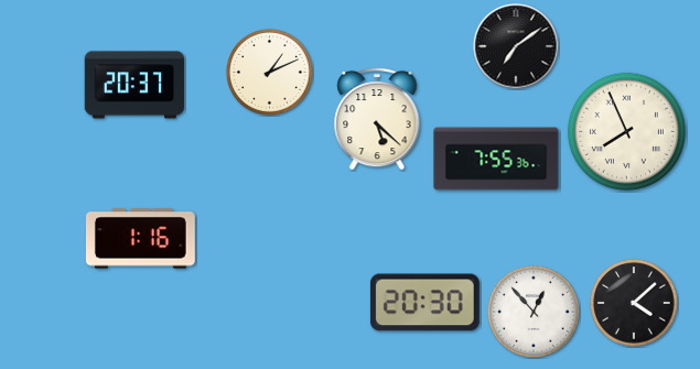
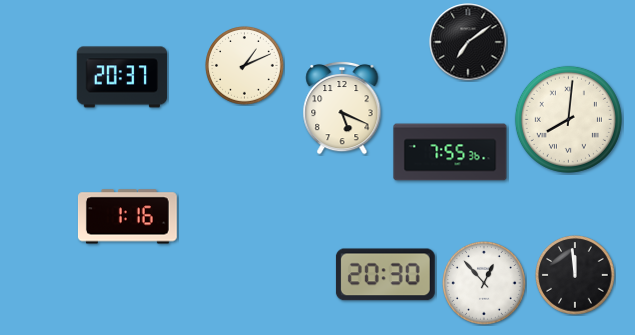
clock at (377, 119): 5:22 -> 5:19
clock at (626, 131): 7:56 -> 8:01
clock at (496, 159) position: (496, 159) -> (450, 152)
clock at (634, 303): 4:08 -> 11:59
